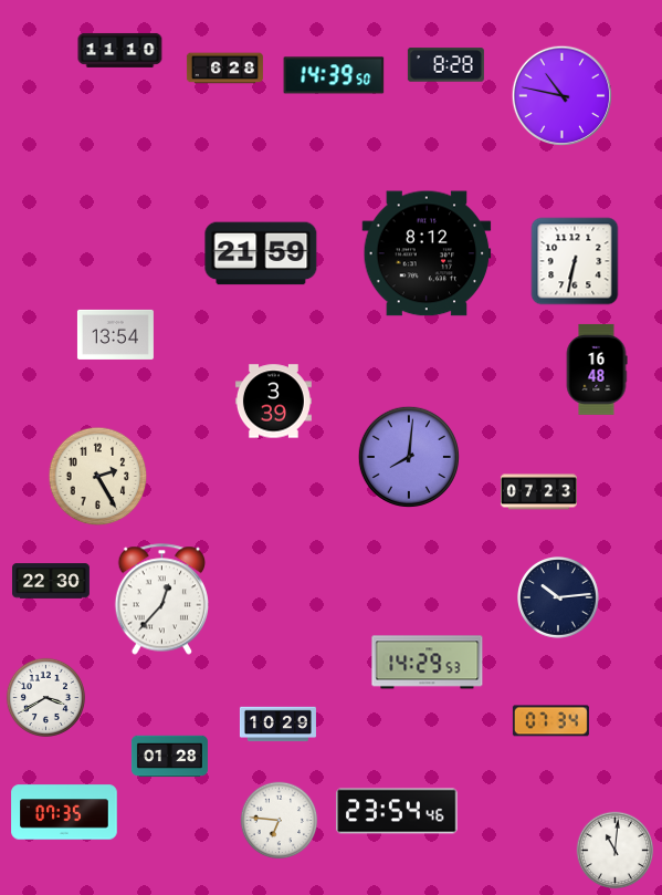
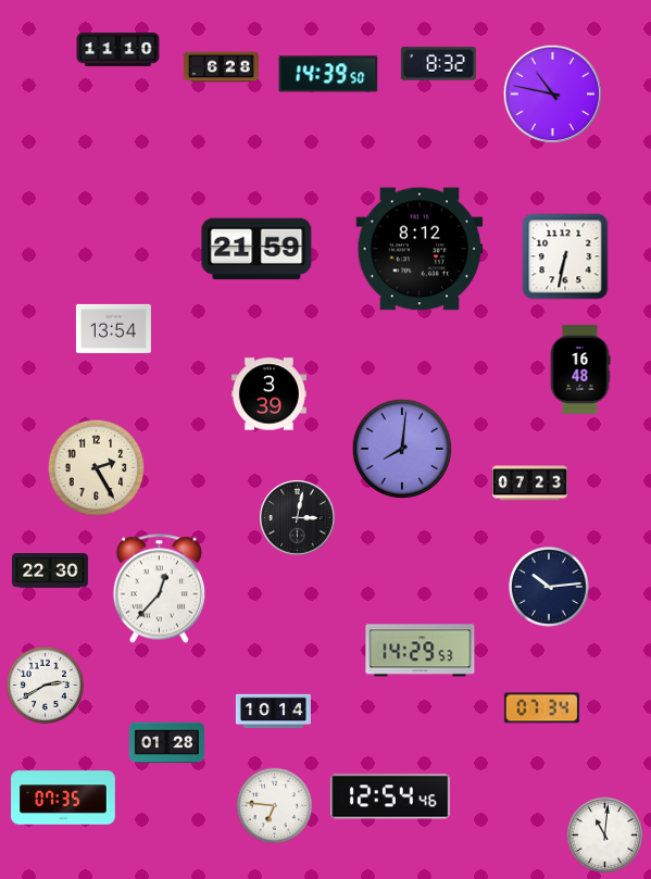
clock at (445, 65): 8:28 -> 8:32
clock at (597, 370) position: (597, 370) -> (580, 369)
clock at (298, 518): none -> 3:02
clock at (45, 697): 3:40 -> 2:40
clock at (277, 725): 10:29 -> 10:14
clock at (397, 811): 23:54 -> 12:54
